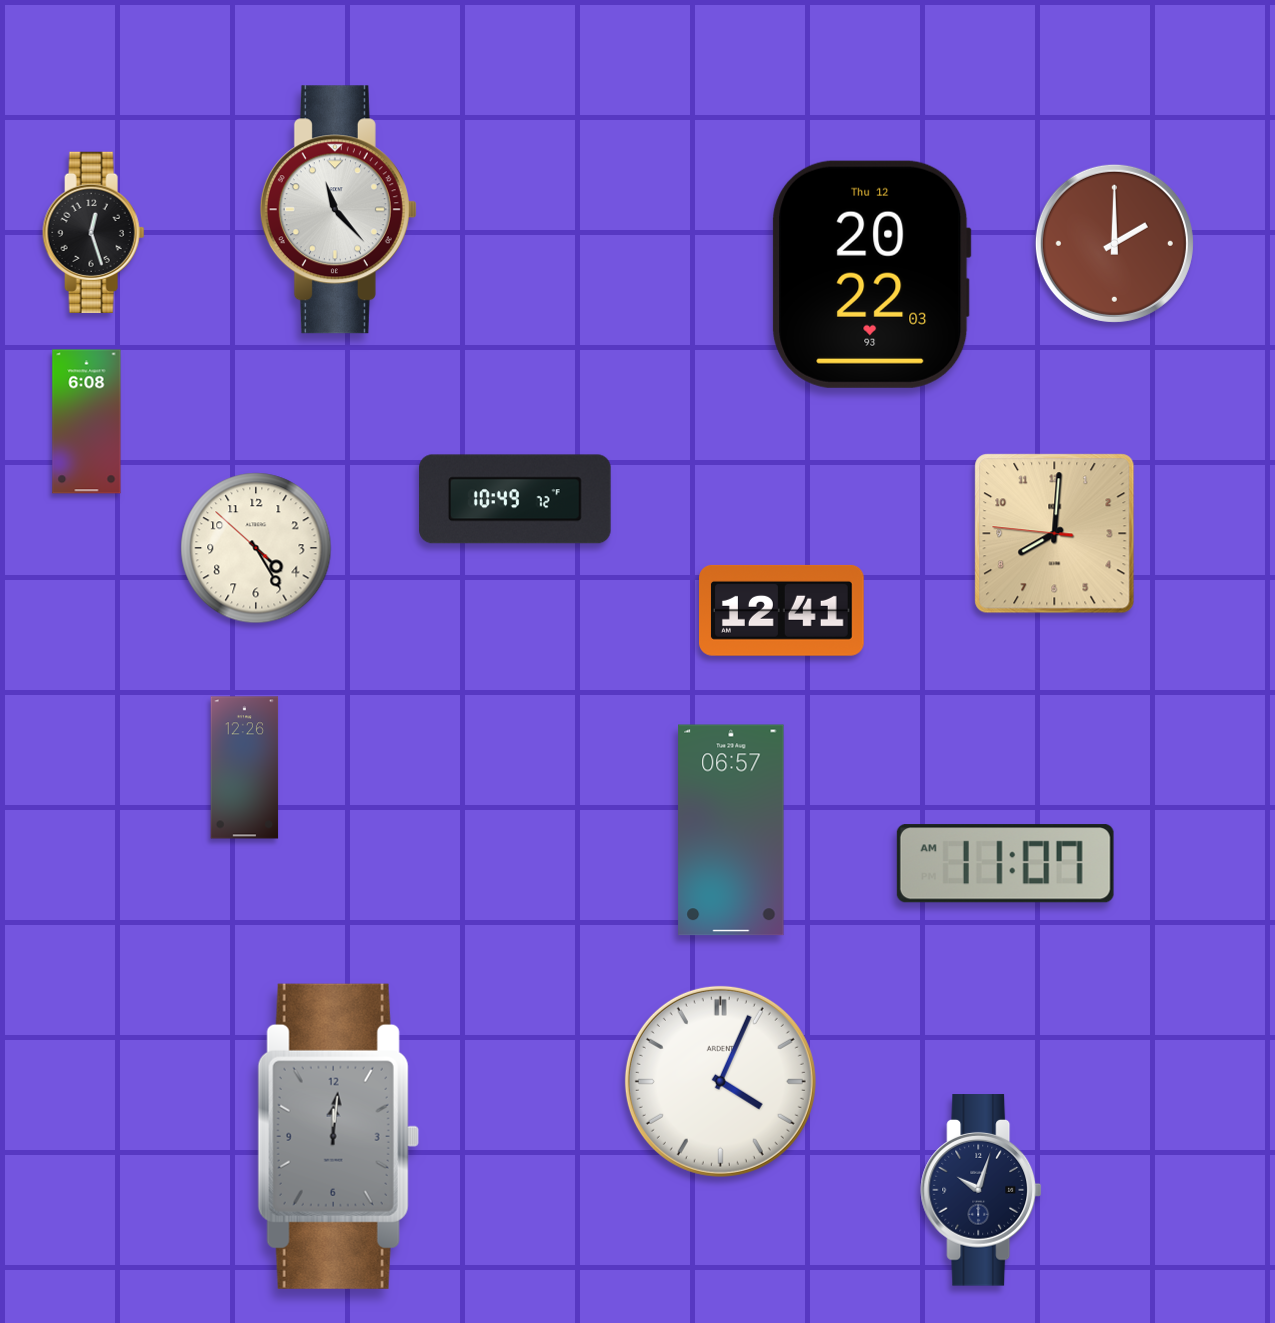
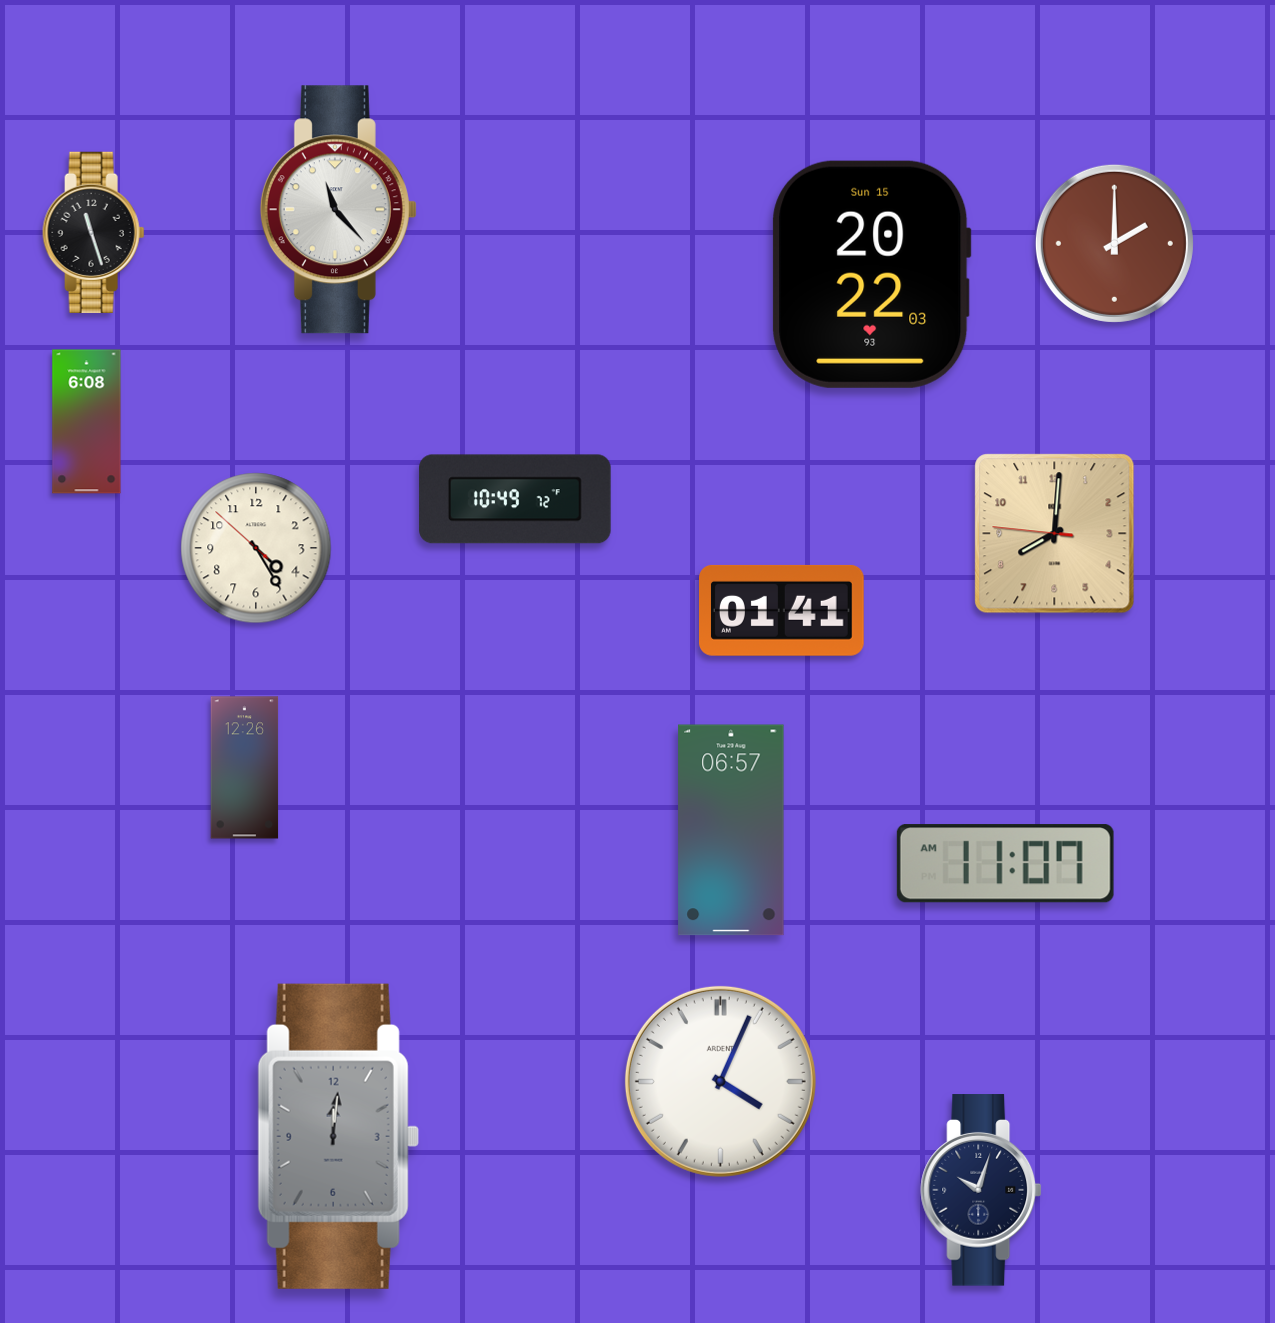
clock at (94, 232): 12:27 -> 11:27
clock at (872, 274) date: Thu 12 -> Sun 15
clock at (782, 610): 12:41 -> 01:41
